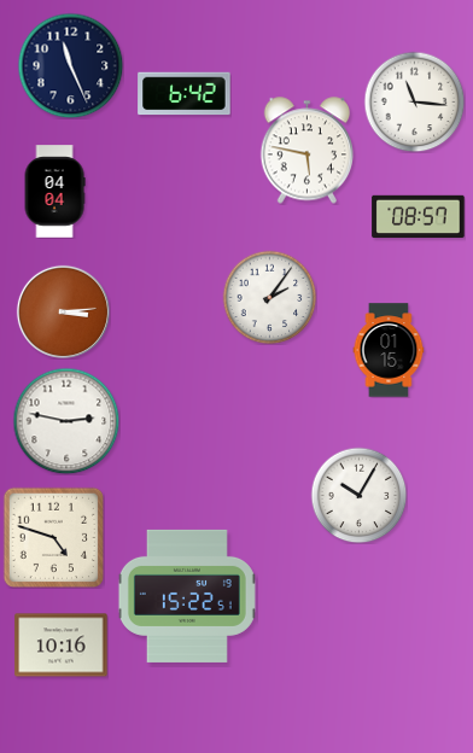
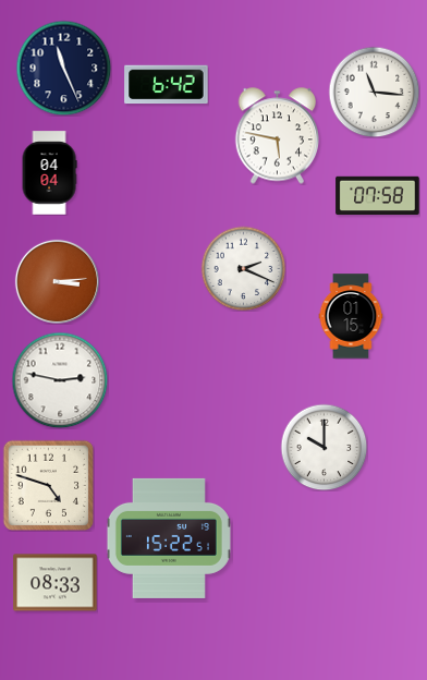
clock at (70, 65) position: (70, 65) -> (63, 68)
clock at (419, 217): 08:57 -> 07:58
clock at (269, 297): 2:06 -> 2:19
clock at (358, 495): 10:05 -> 10:00
clock at (62, 646): 10:16 -> 08:33
